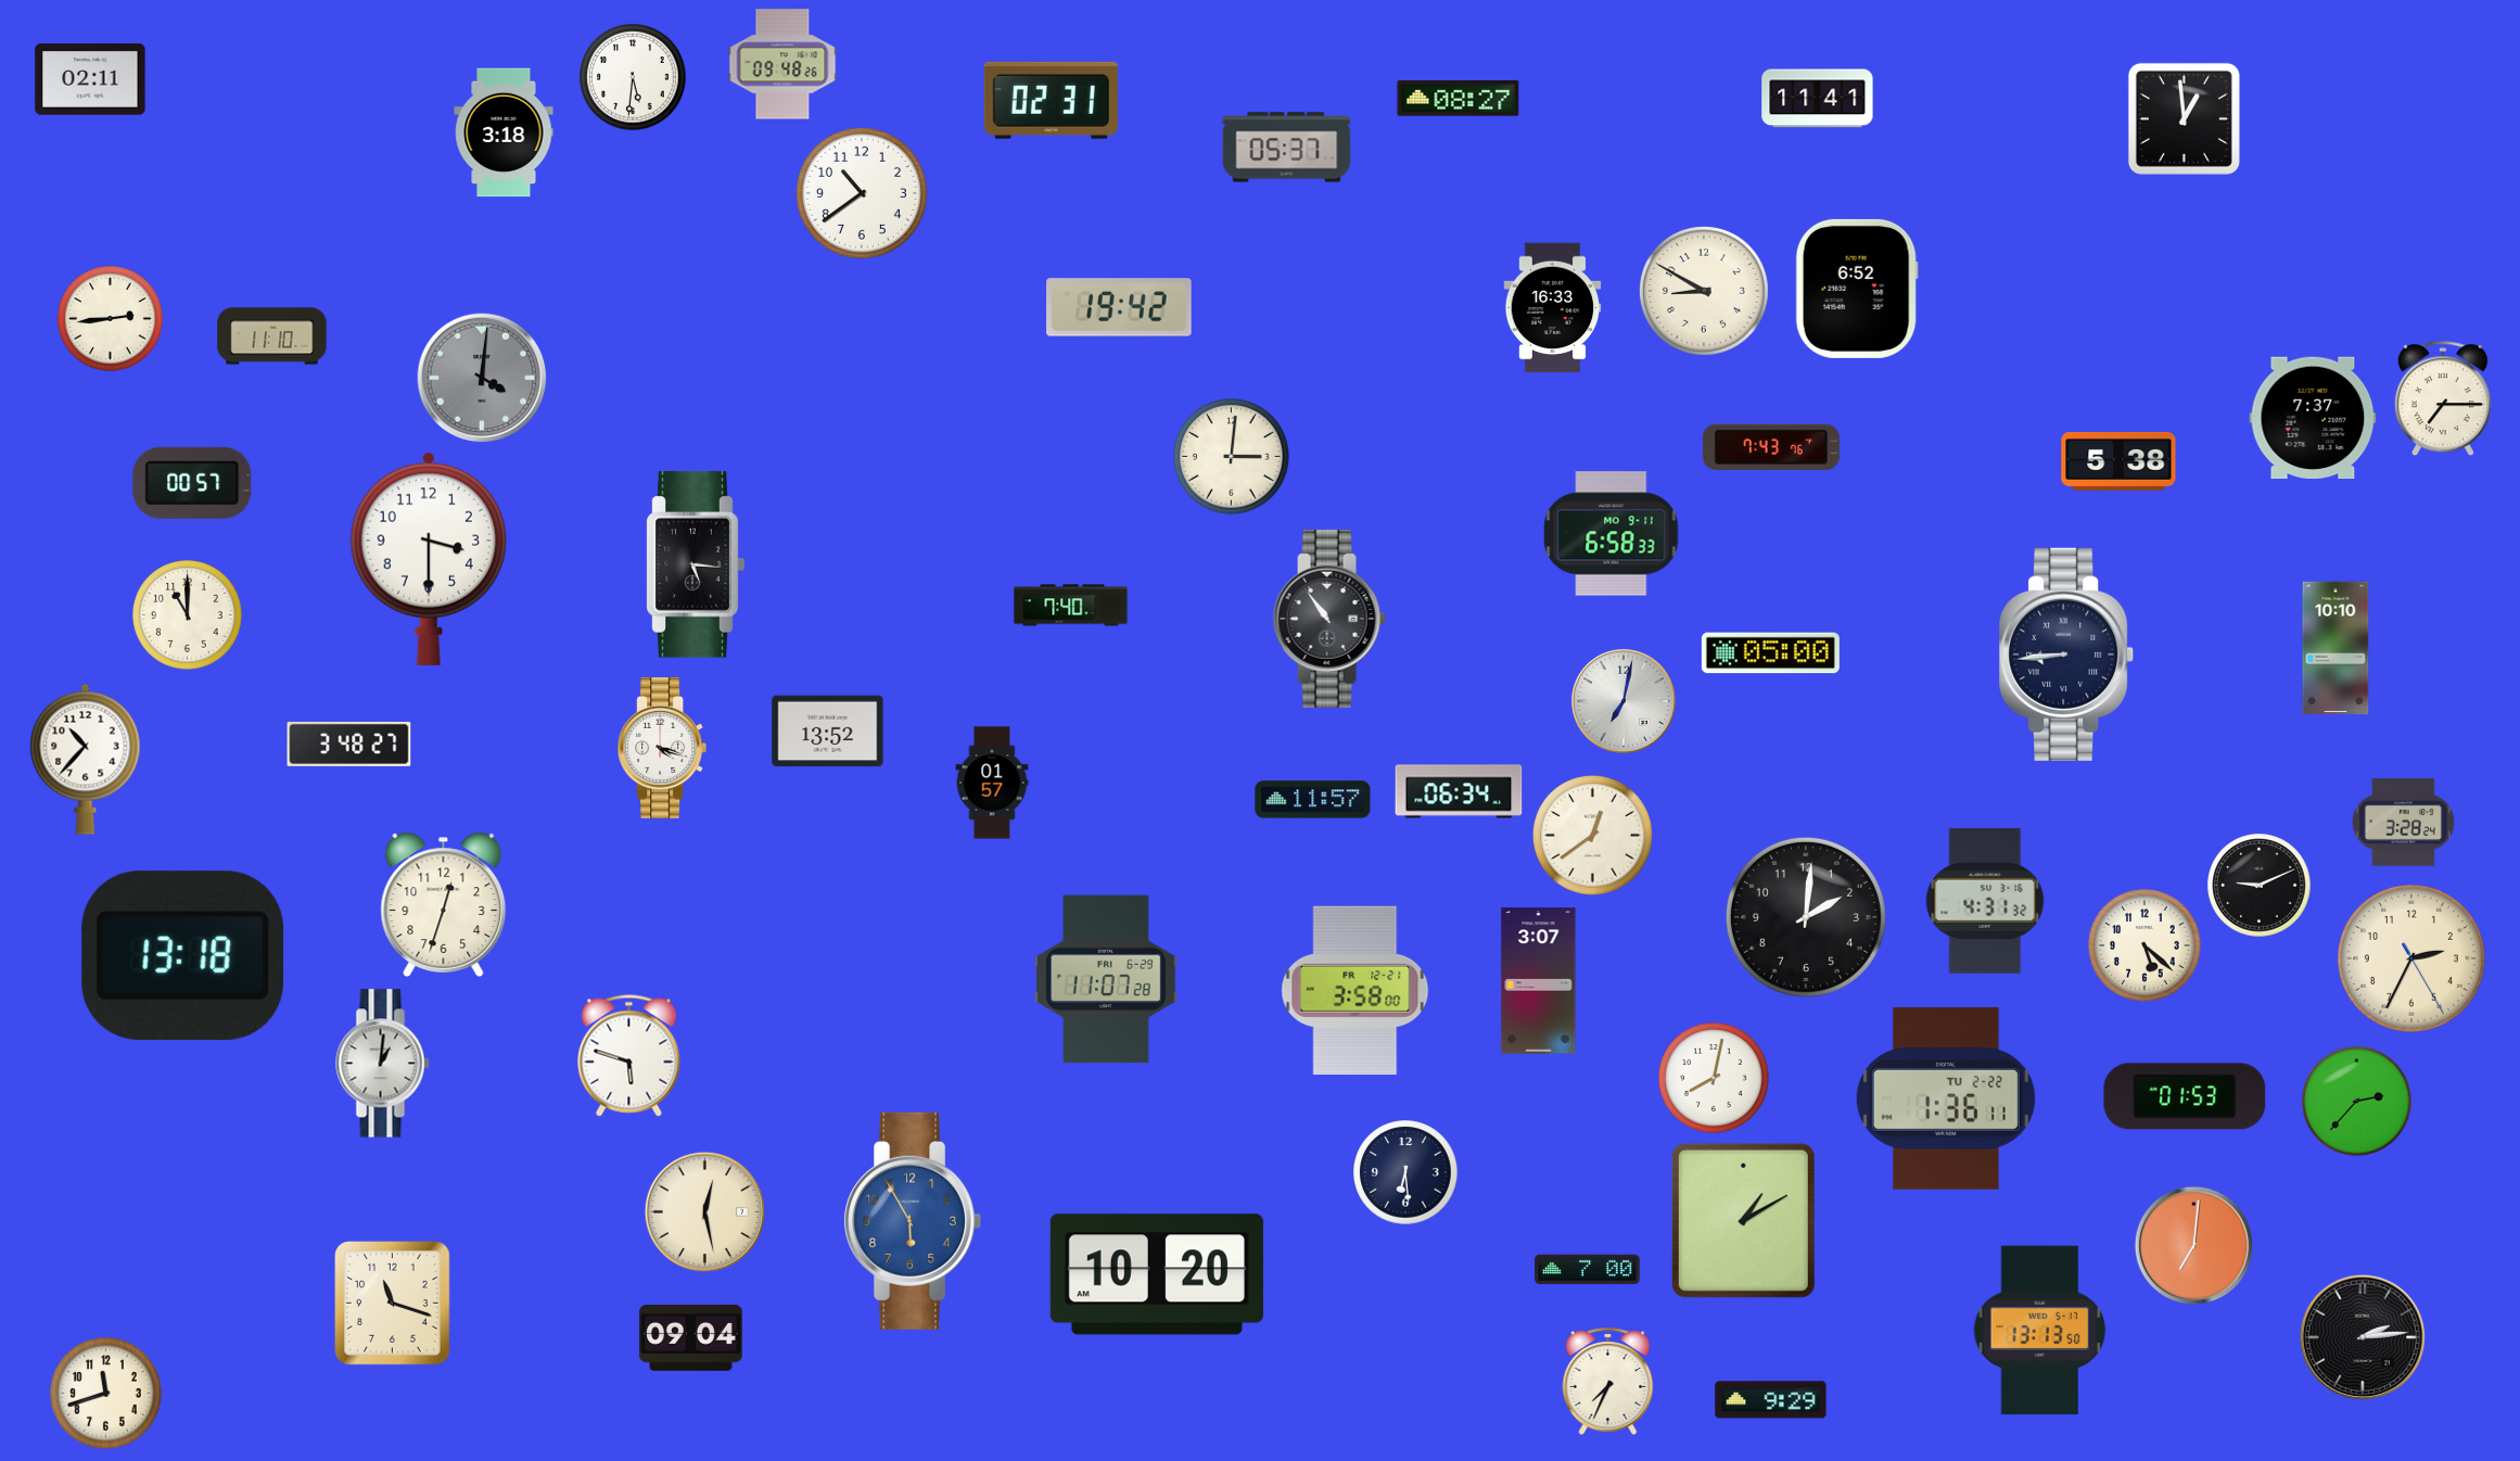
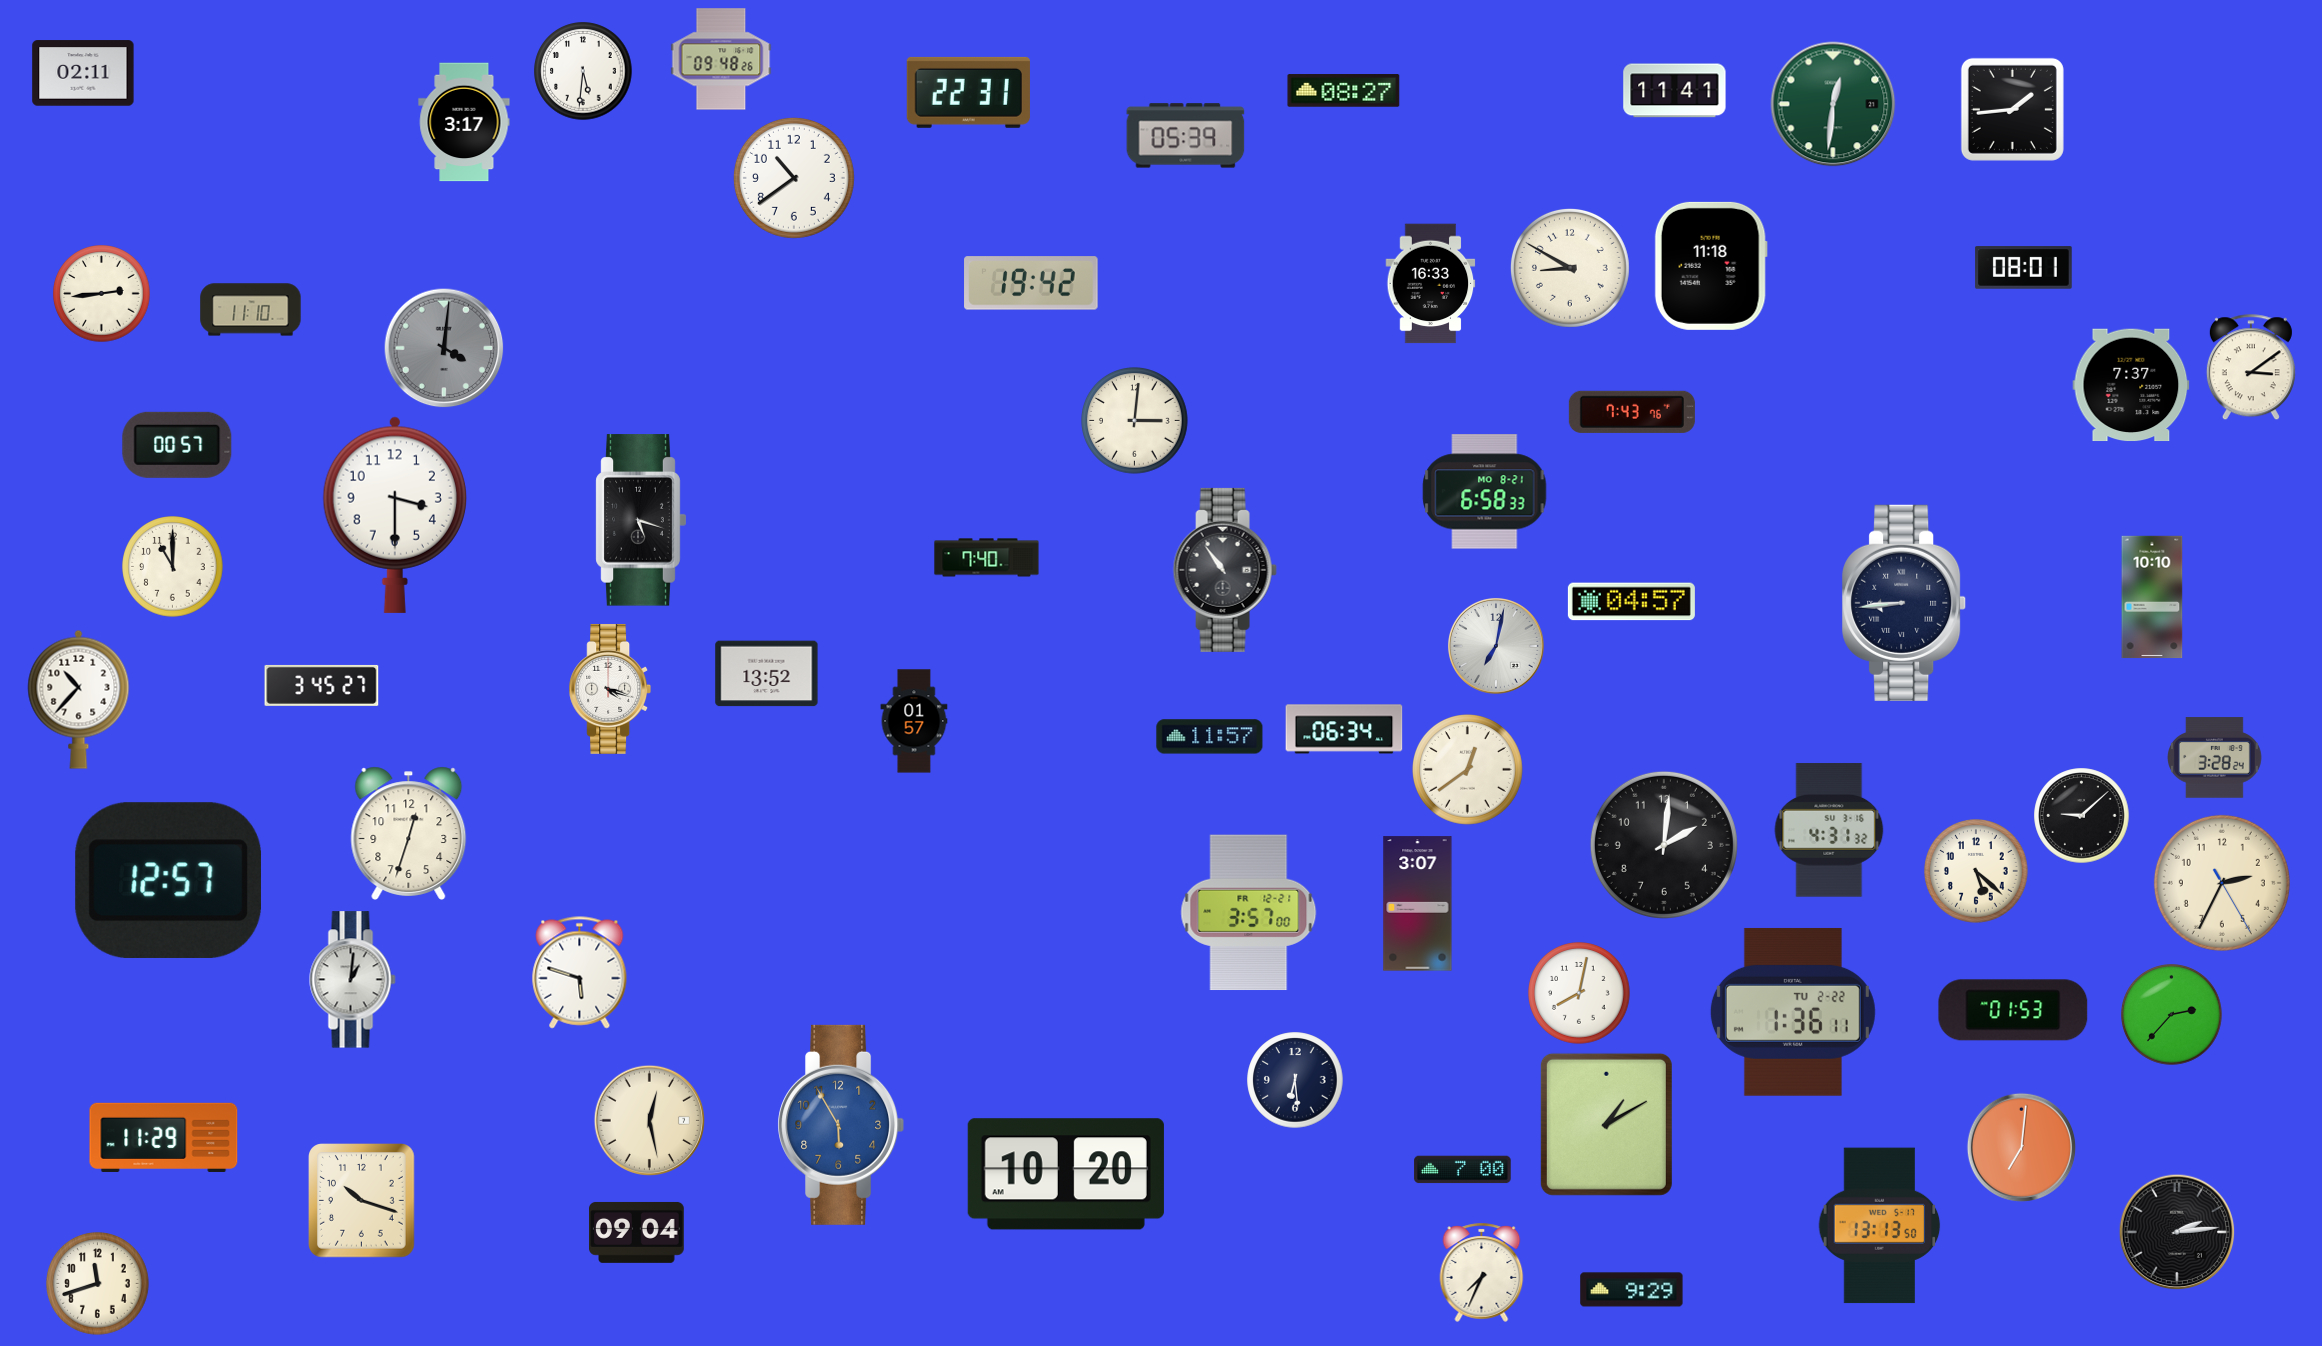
clock at (1051, 100): 02:31 -> 22:31
clock at (1833, 104): none -> 12:31
clock at (2184, 118): 12:59 -> 1:44
clock at (504, 132): 3:18 -> 3:17
clock at (1287, 148): 05:37 -> 05:39
clock at (1857, 289): 6:52 -> 11:18
clock at (2024, 268): none -> 08:01
clock at (2443, 399): 7:15 -> 3:09
clock at (2118, 462): 5:38 -> none
clock at (1612, 534) date: MO 9-11 -> MO 8-21
clock at (696, 564): 5:16 -> 5:18
clock at (1770, 653): 05:00 -> 04:57
clock at (828, 732) position: (828, 732) -> (767, 674)
clock at (349, 744): 3:48 -> 3:45
clock at (2260, 886): 9:11 -> 9:08
clock at (182, 955): 13:18 -> 12:57
clock at (1107, 979): 11:07 -> none
clock at (1356, 991): 3:58 -> 3:57
clock at (704, 1211) position: (704, 1211) -> (649, 1120)
clock at (164, 1137): none -> 11:29
clock at (393, 1304): 11:18 -> 10:18
